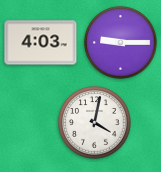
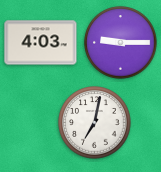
clock at (95, 123): 4:02 -> 7:02
